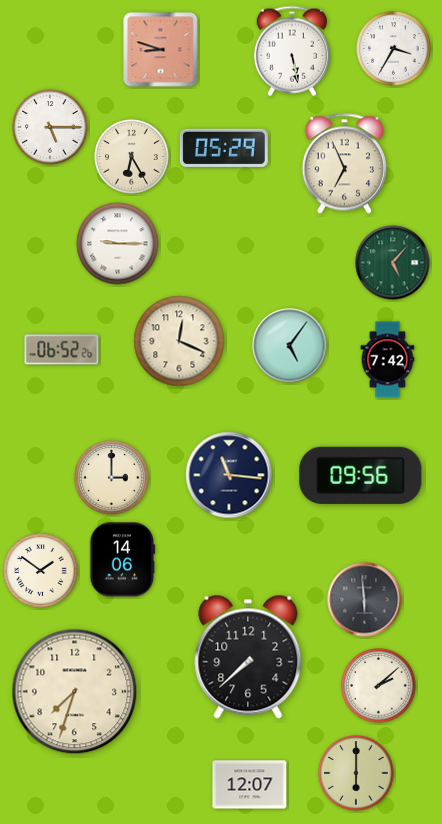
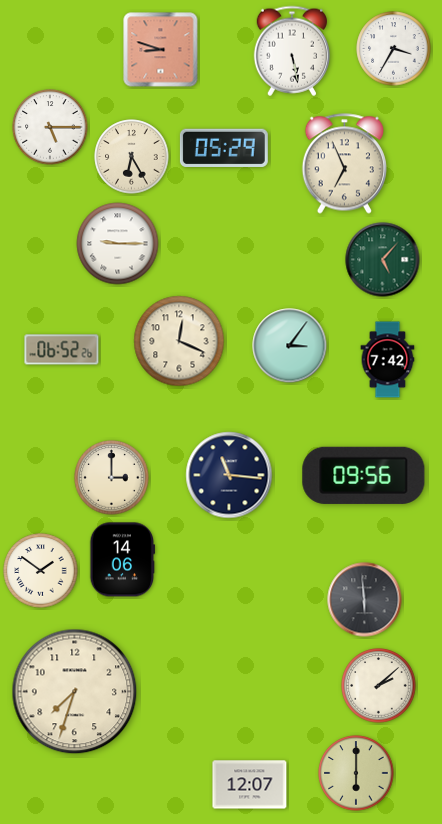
clock at (393, 263) position: (393, 263) -> (383, 260)
clock at (290, 346): 5:06 -> 3:06
clock at (361, 475) position: (361, 475) -> (364, 475)
clock at (248, 657): 7:38 -> none
